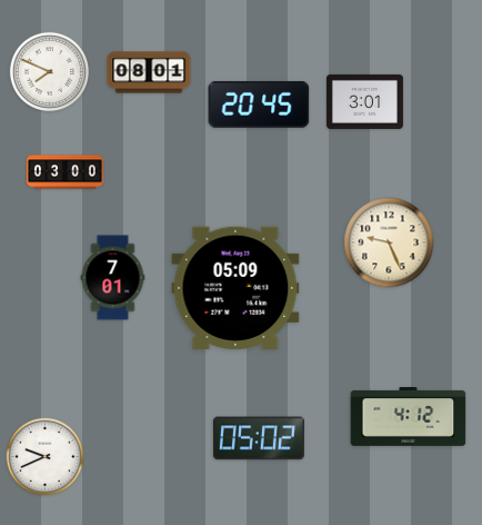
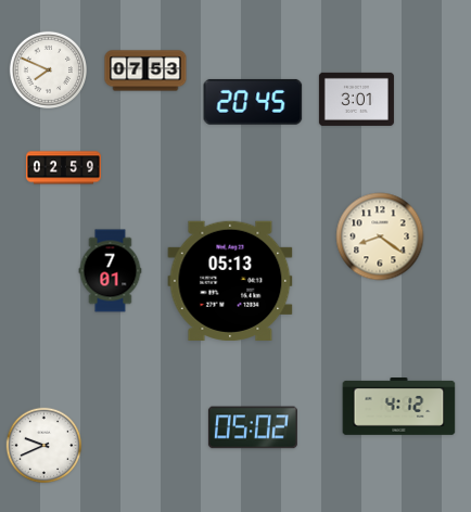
clock at (149, 72): 08:01 -> 07:53
clock at (64, 172): 03:00 -> 02:59
clock at (389, 242): 9:26 -> 8:21
clock at (235, 288): 05:09 -> 05:13
